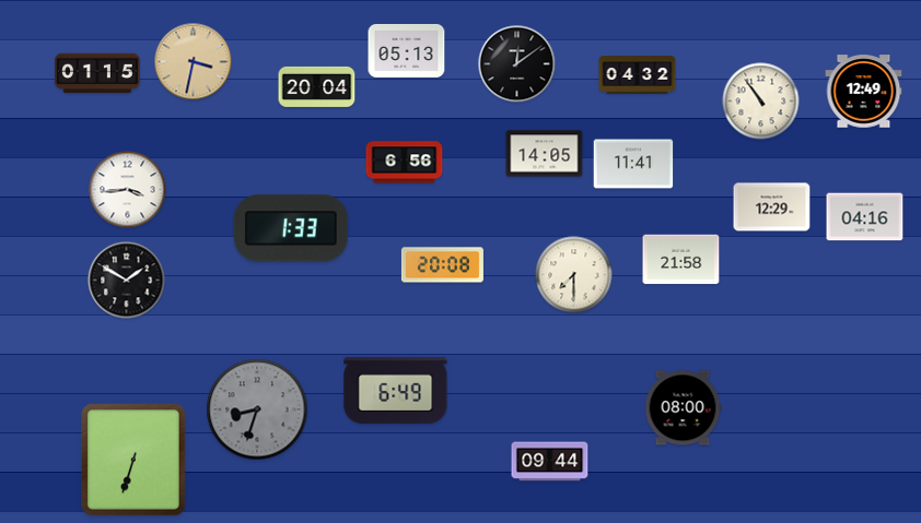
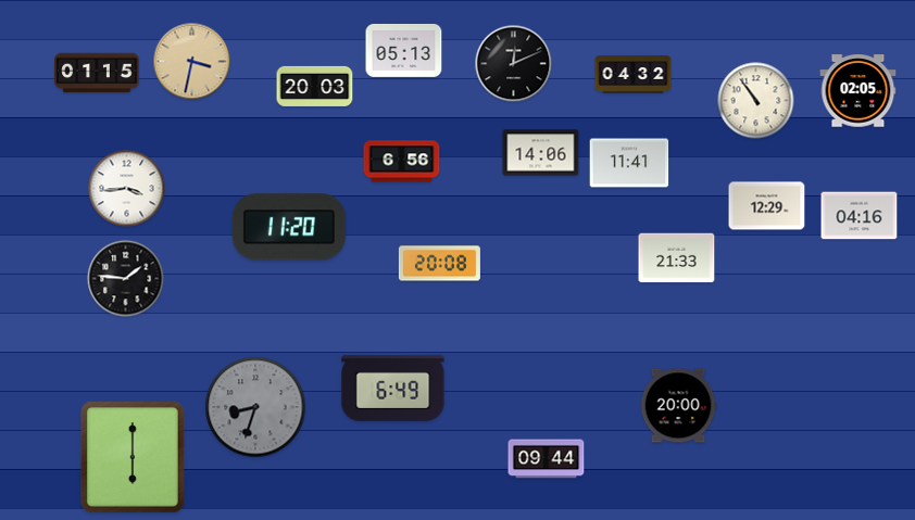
clock at (517, 64): 12:09 -> 12:11
clock at (317, 86): 20:04 -> 20:03
clock at (864, 92): 12:49 -> 02:05
clock at (545, 154): 14:05 -> 14:06
clock at (291, 228): 1:33 -> 11:20
clock at (681, 260): 21:58 -> 21:33
clock at (574, 275): 7:30 -> none
clock at (127, 281): 1:50 -> 1:46
clock at (683, 408): 08:00 -> 20:00
clock at (133, 460): 6:33 -> 6:00
